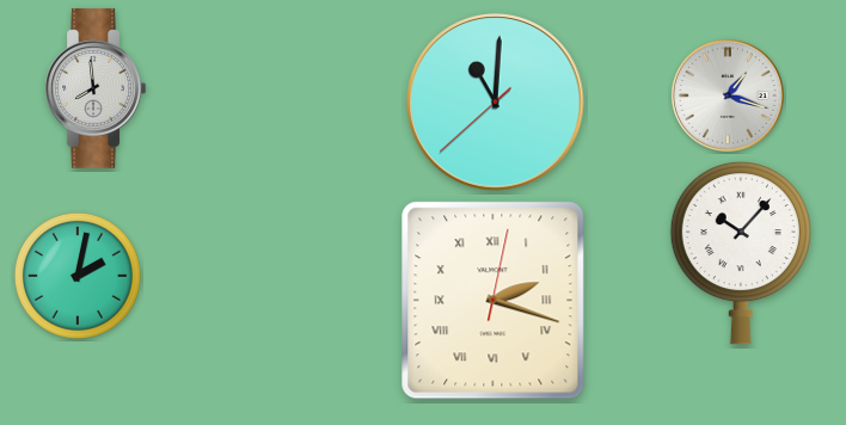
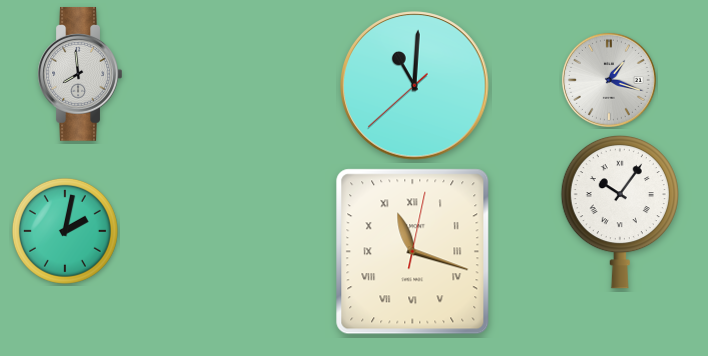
clock at (741, 253): 10:07 -> 10:06
clock at (493, 301): 2:18 -> 11:18
